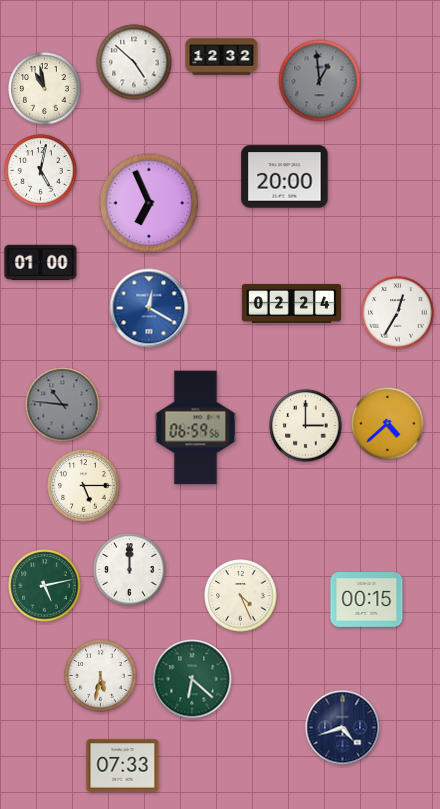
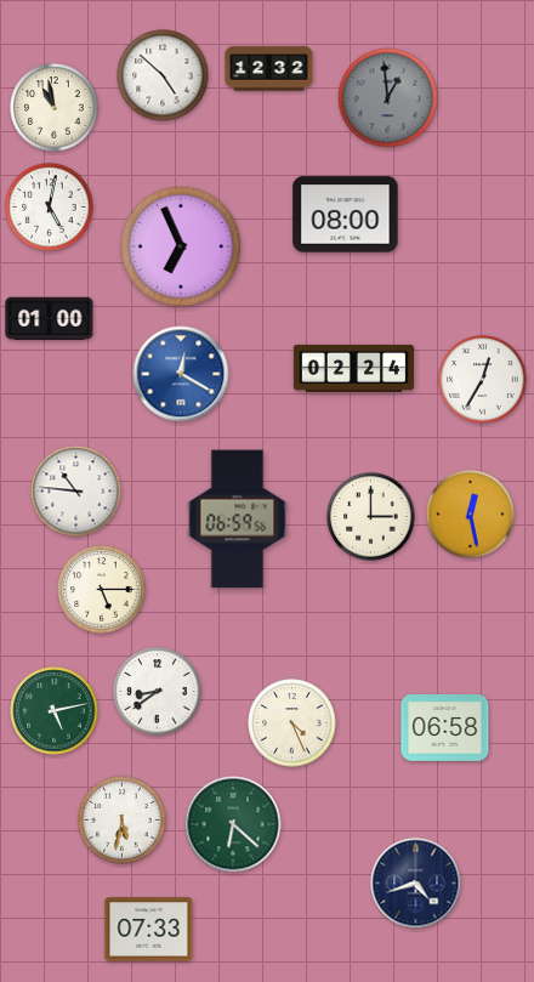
clock at (285, 177): 20:00 -> 08:00
clock at (63, 405) dial: grey -> white
clock at (388, 424): 4:38 -> 12:28
clock at (130, 570): 12:00 -> 8:39
clock at (367, 600): 00:15 -> 06:58
